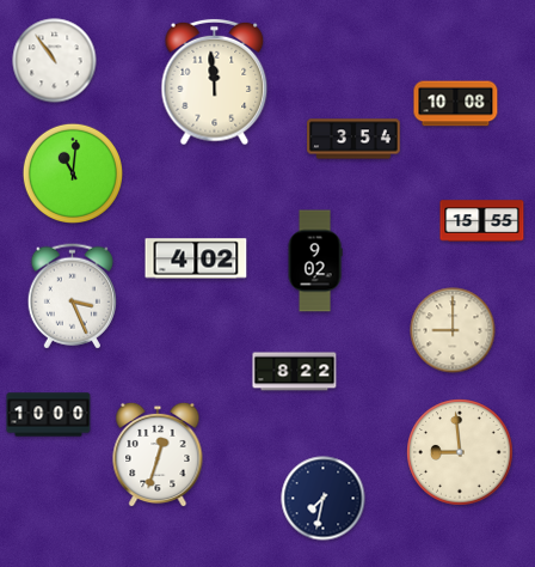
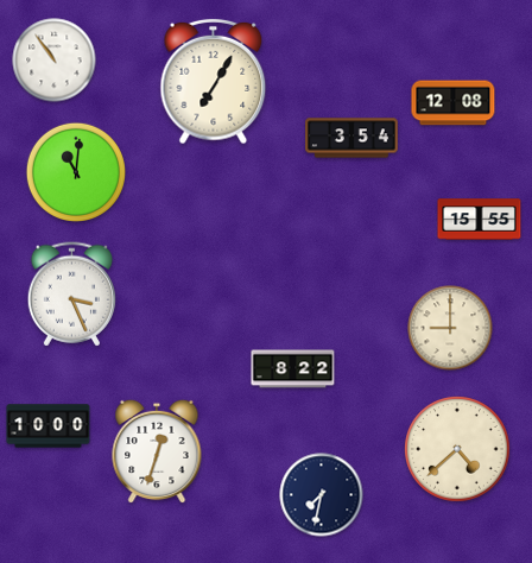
clock at (215, 83): 11:59 -> 7:05
clock at (456, 104): 10:08 -> 12:08
clock at (72, 172) position: (72, 172) -> (75, 171)
clock at (196, 258): 4:02 -> none
clock at (315, 261): 9:02 -> none
clock at (49, 415) position: (49, 415) -> (49, 426)
clock at (460, 452): 8:59 -> 4:38
